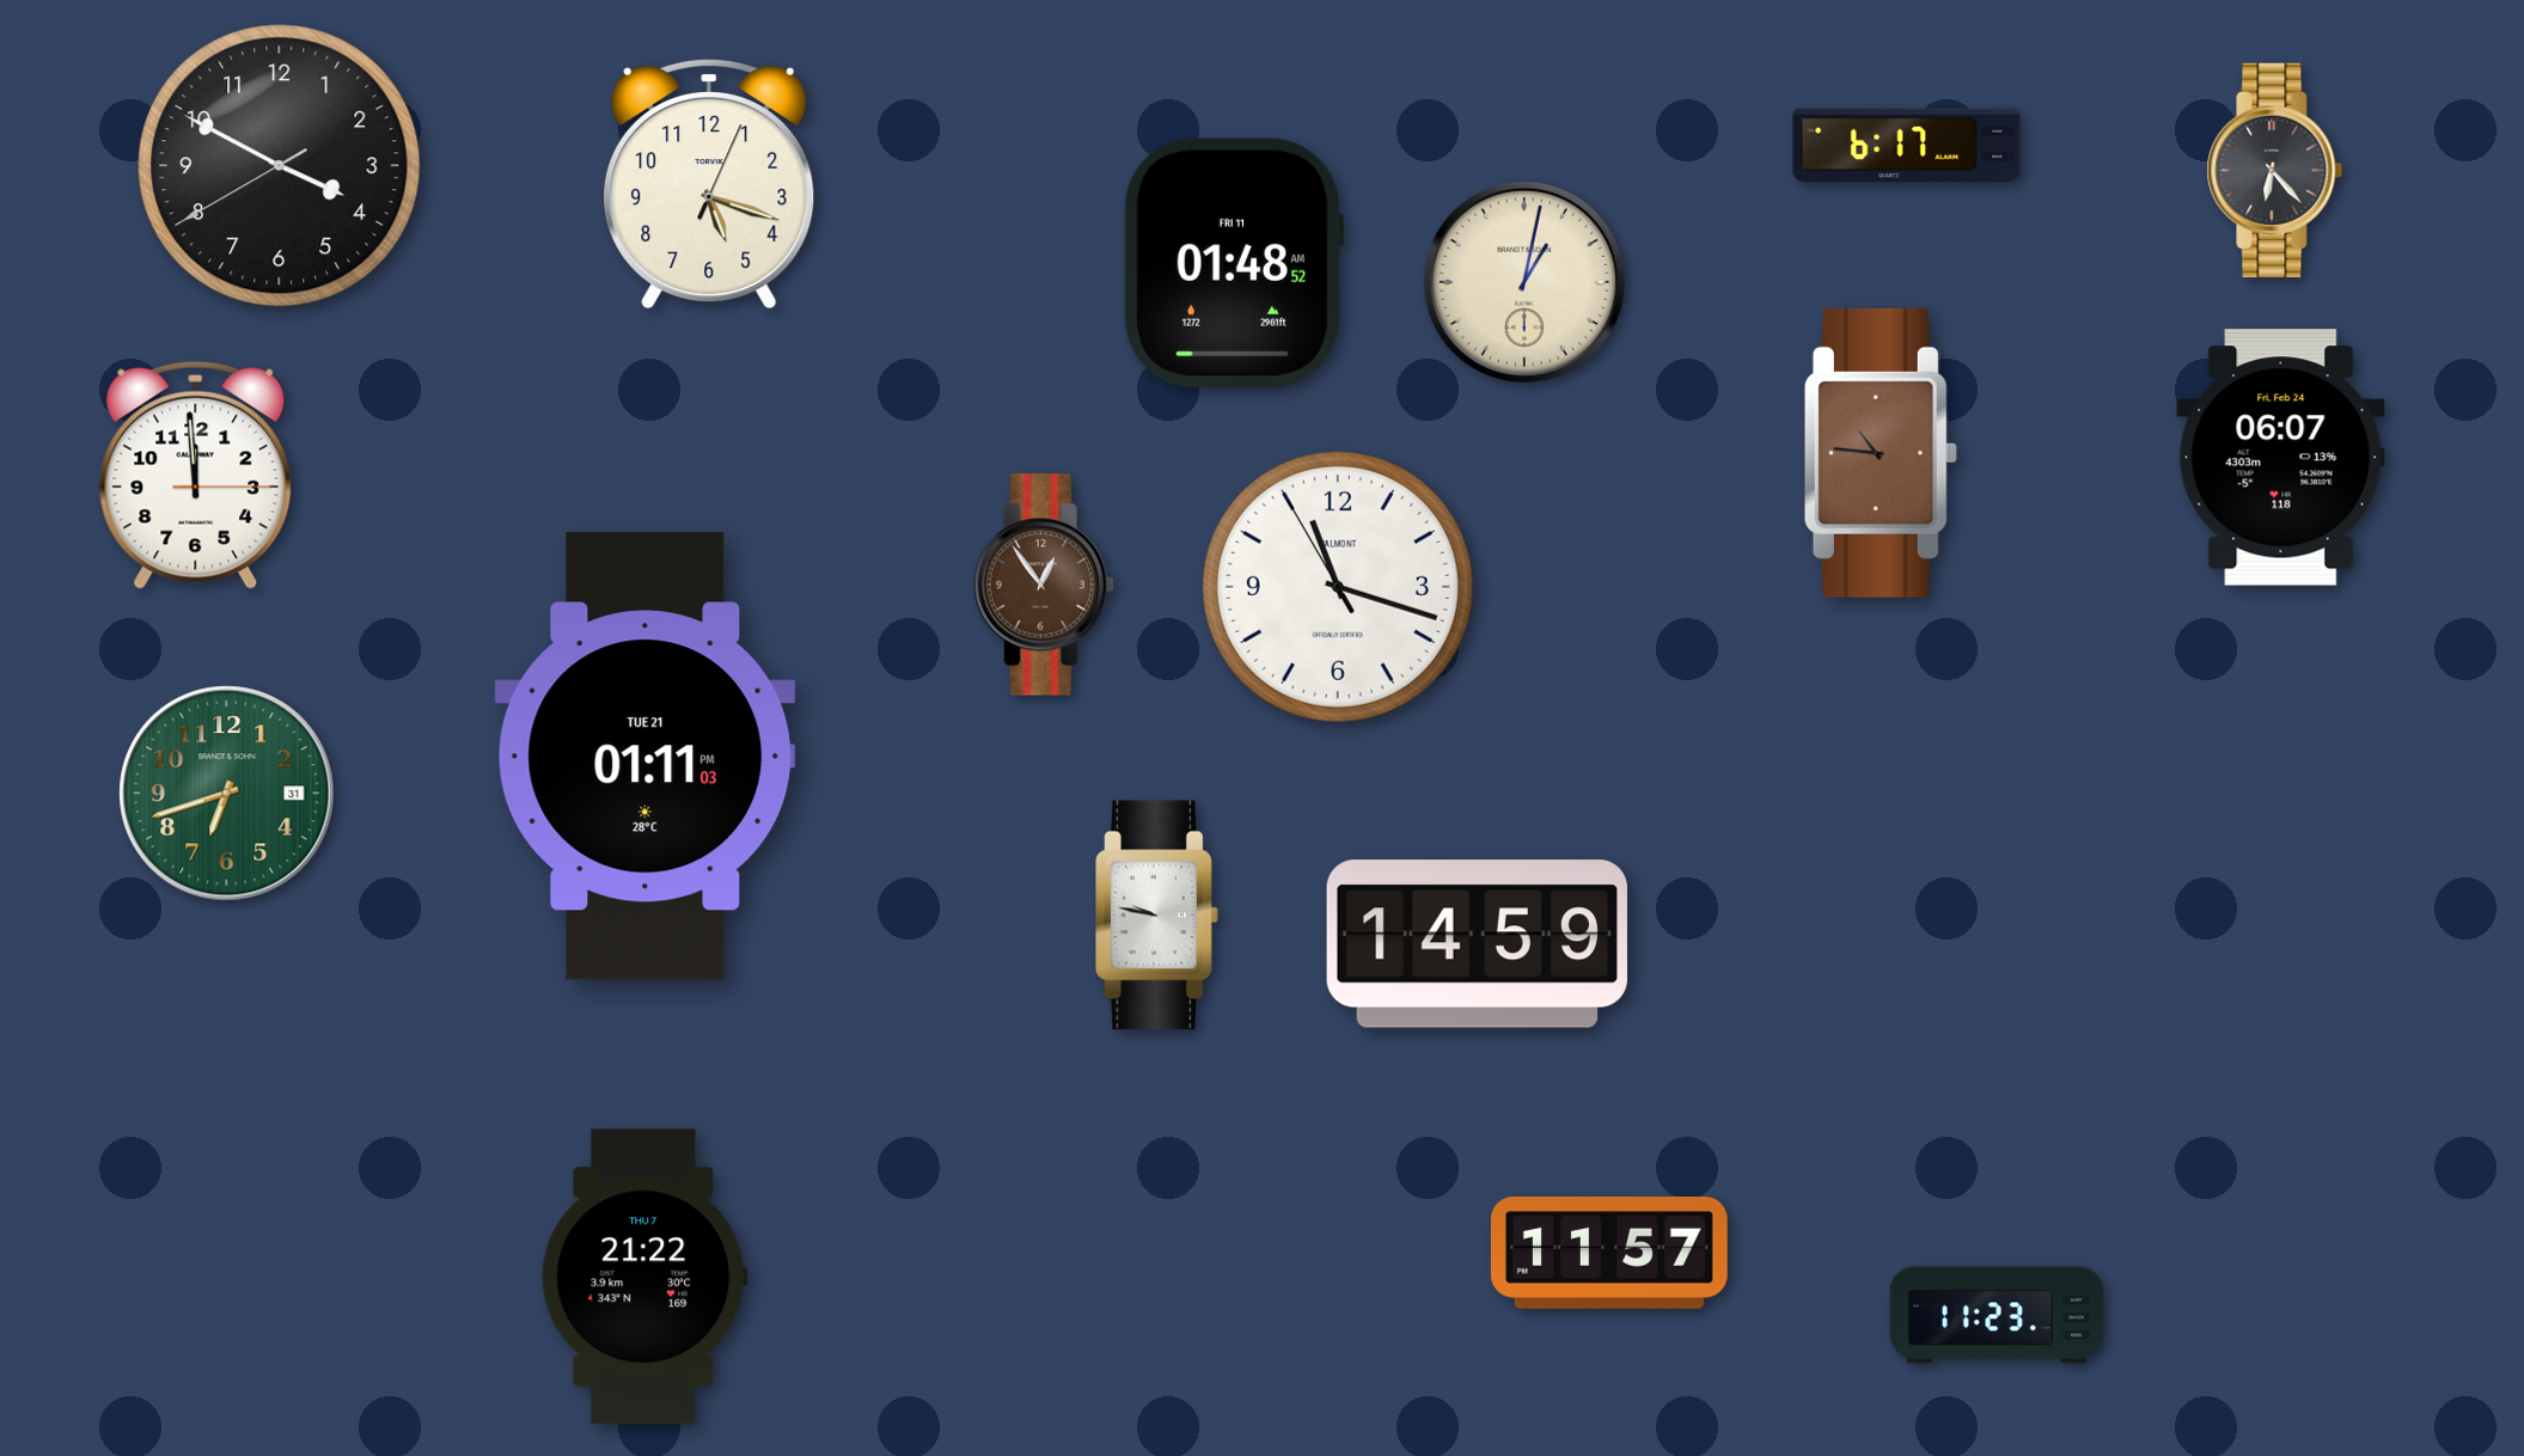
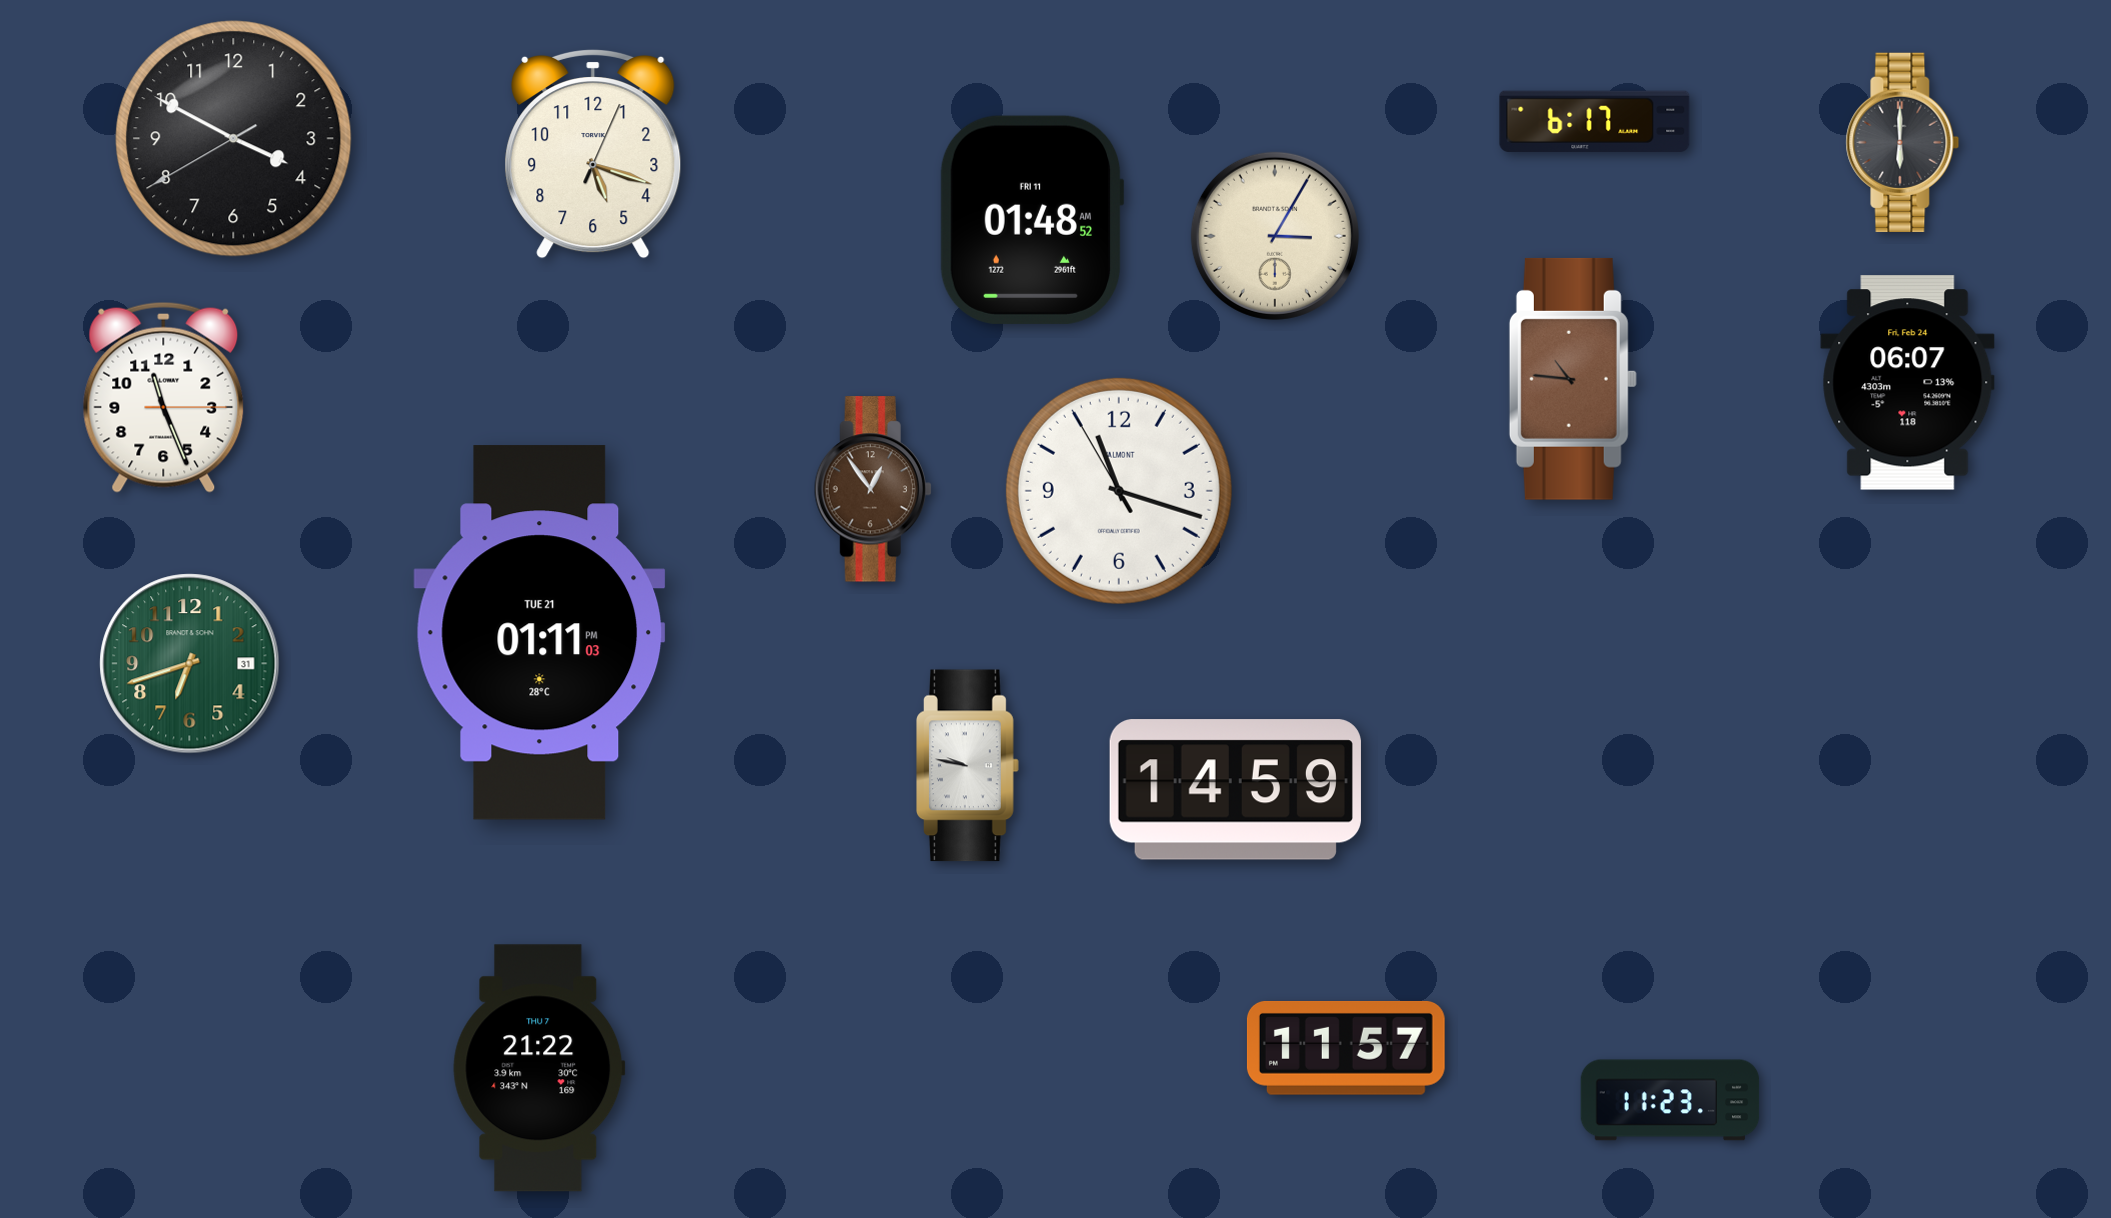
clock at (2275, 170): 6:23 -> 6:00
clock at (1524, 282): 1:02 -> 3:05
clock at (196, 475): 11:59 -> 11:26
